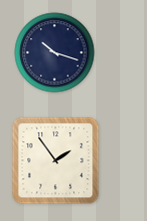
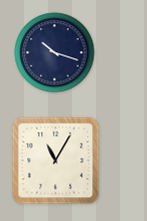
clock at (56, 161): 1:54 -> 11:05
